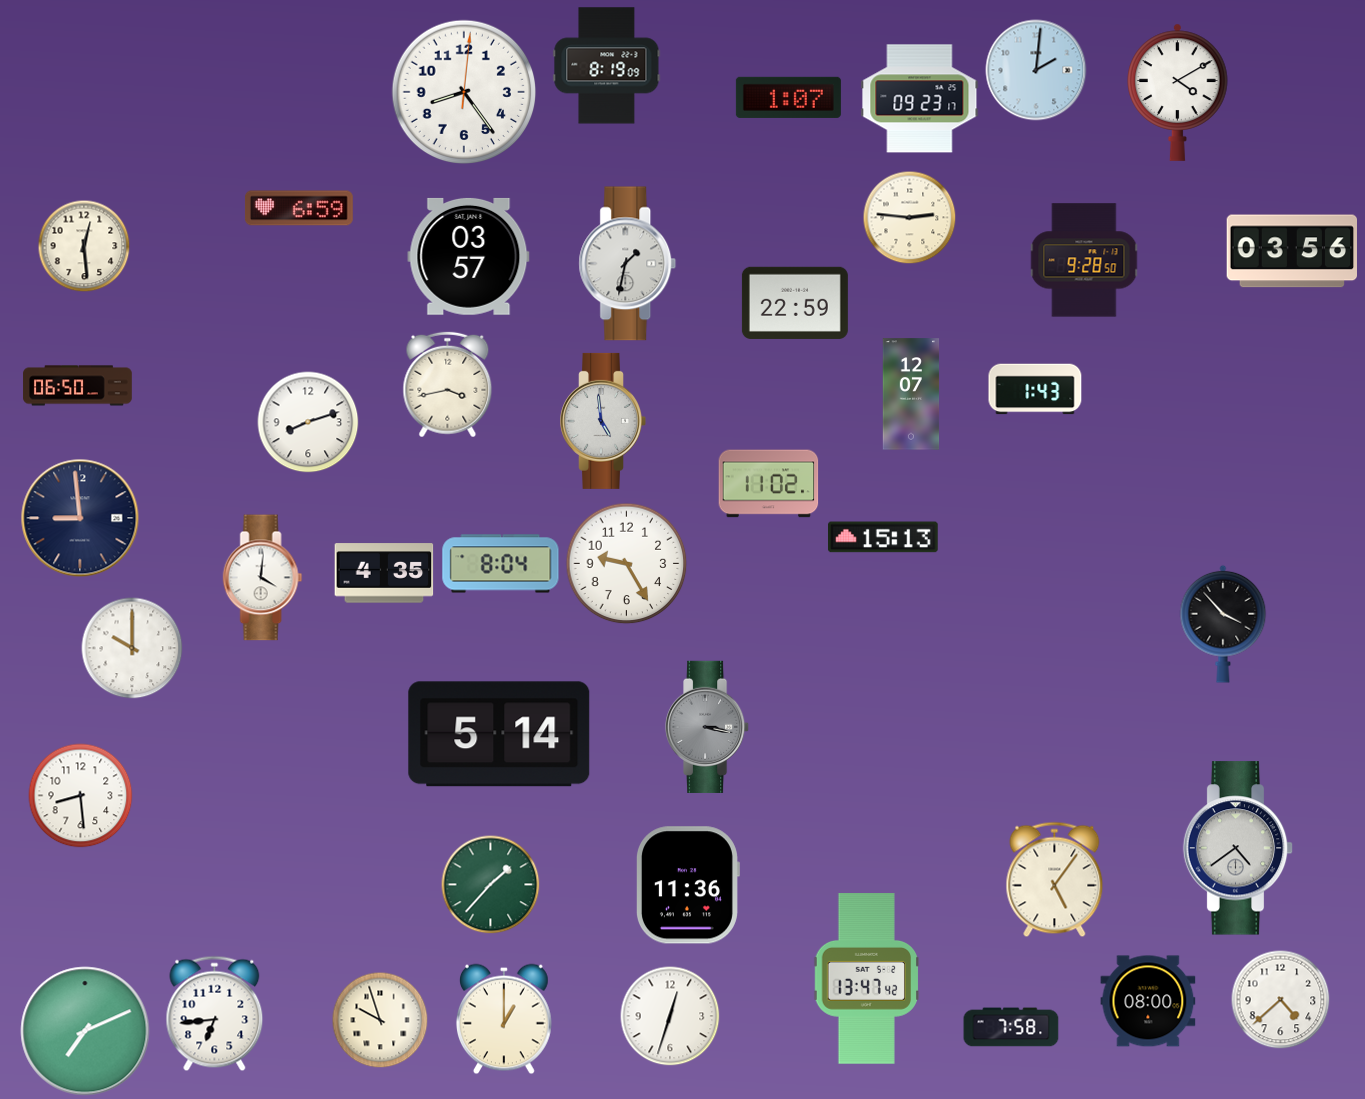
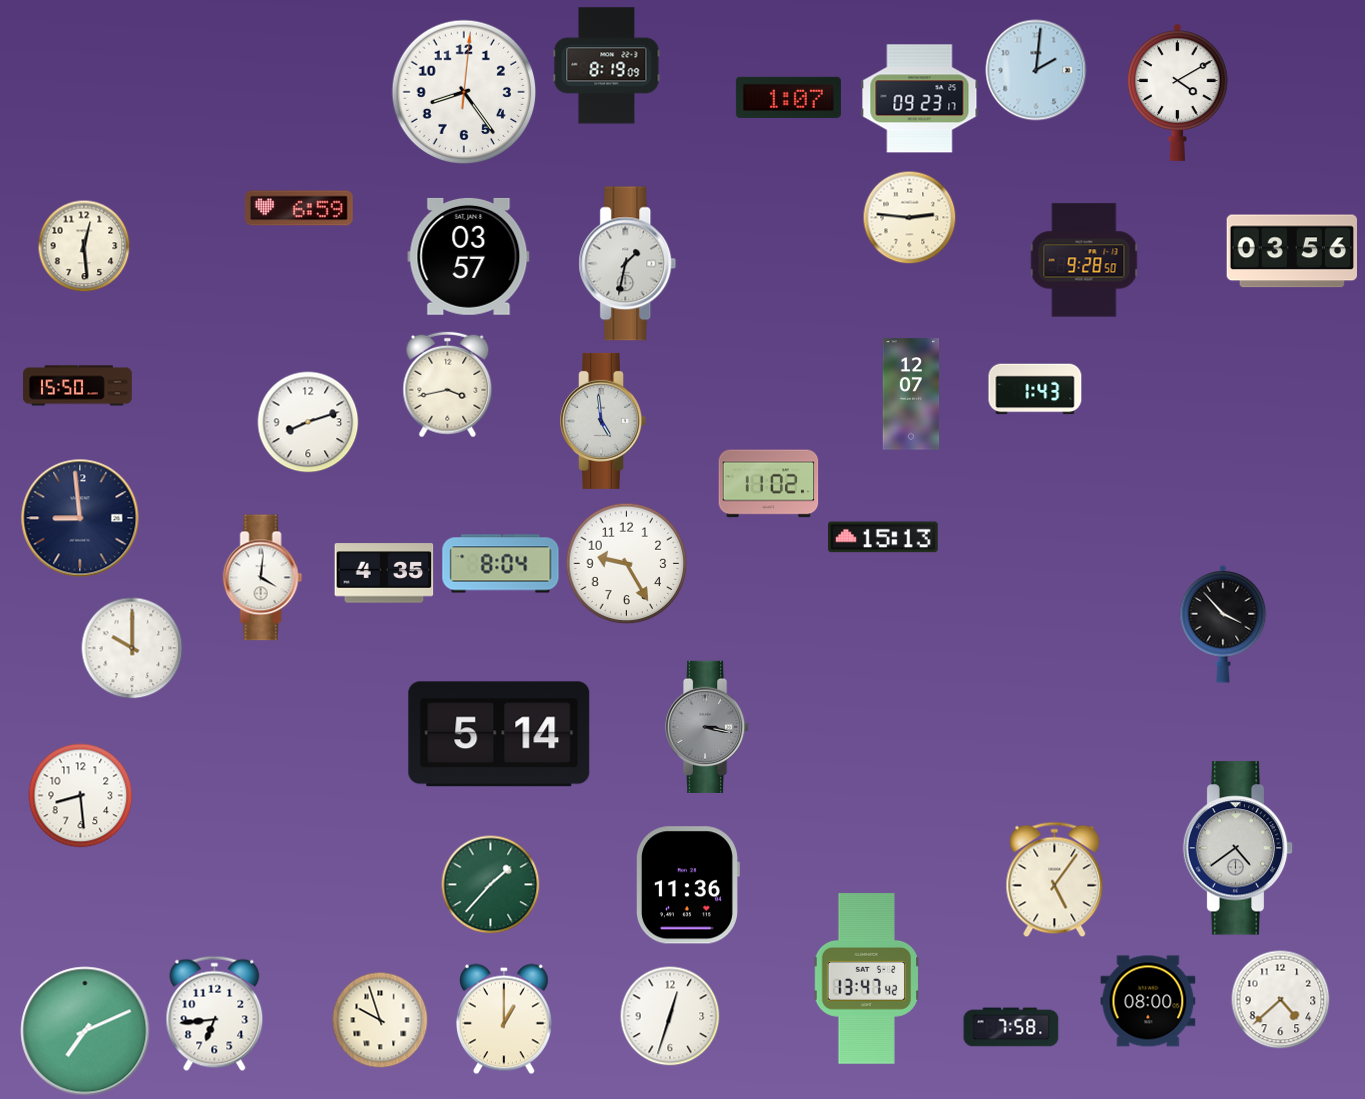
clock at (795, 303): 22:59 -> none
clock at (78, 386): 06:50 -> 15:50
